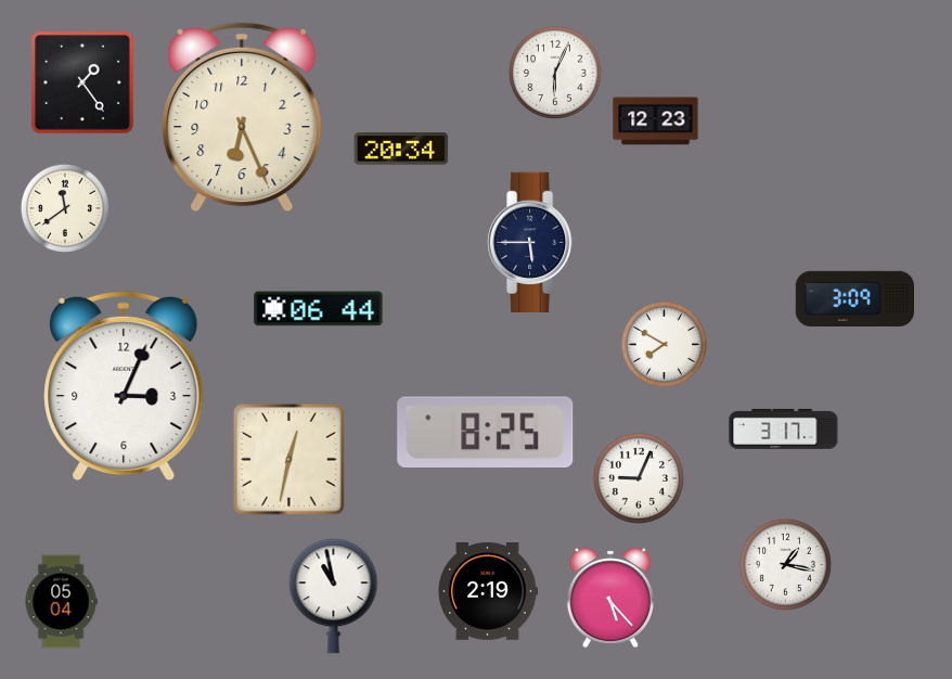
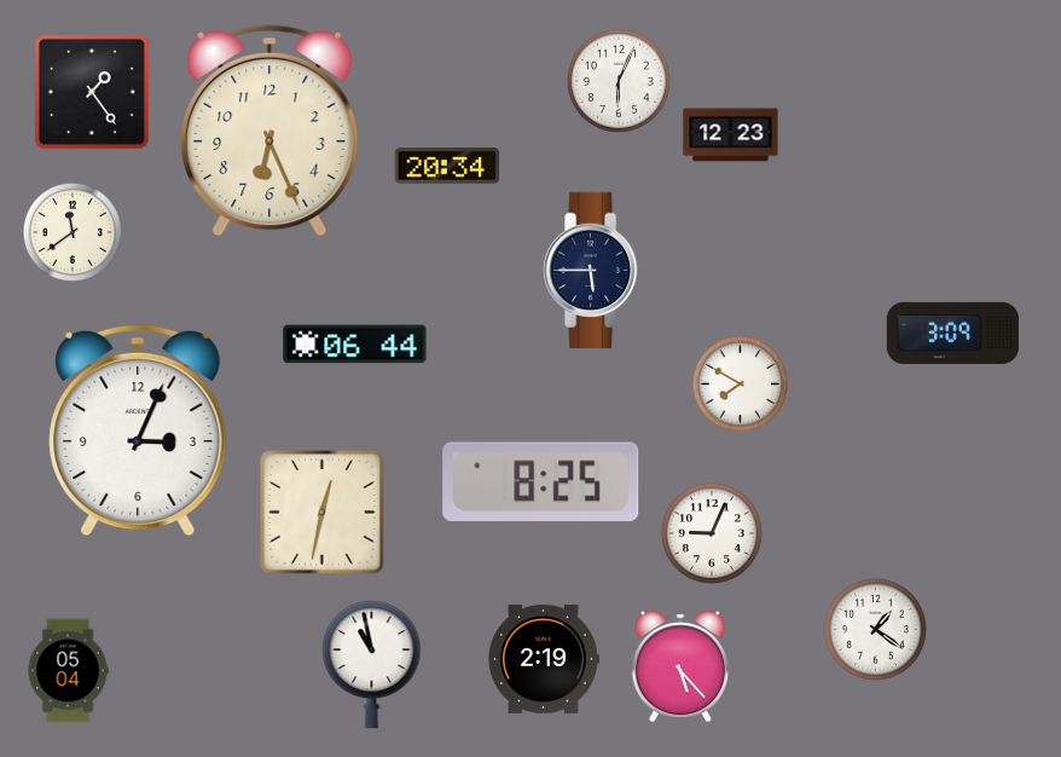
clock at (784, 428): 3:17 -> none
clock at (785, 564): 1:17 -> 1:21
